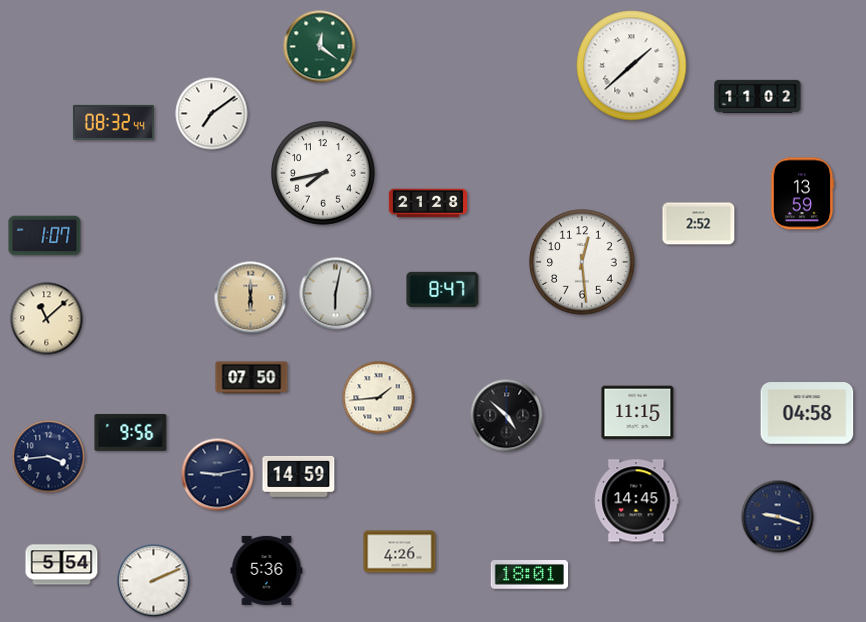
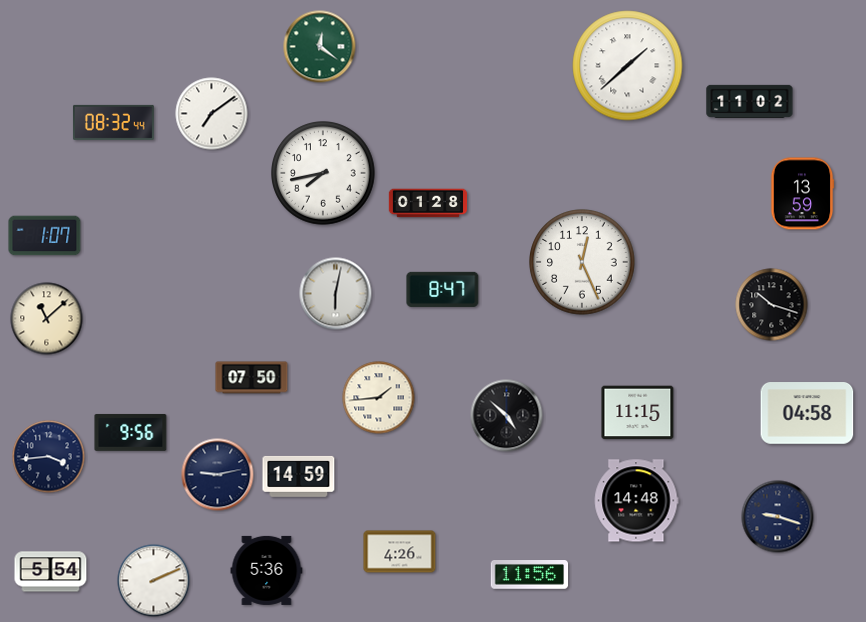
clock at (632, 66) position: (632, 66) -> (628, 66)
clock at (758, 96) position: (758, 96) -> (750, 101)
clock at (428, 203): 21:28 -> 01:28
clock at (699, 224): 2:52 -> none
clock at (582, 262): 12:29 -> 12:26
clock at (251, 298): 6:00 -> none
clock at (772, 305): none -> 10:18
clock at (636, 501): 14:45 -> 14:48
clock at (62, 565) position: (62, 565) -> (51, 572)
clock at (530, 575): 18:01 -> 11:56
